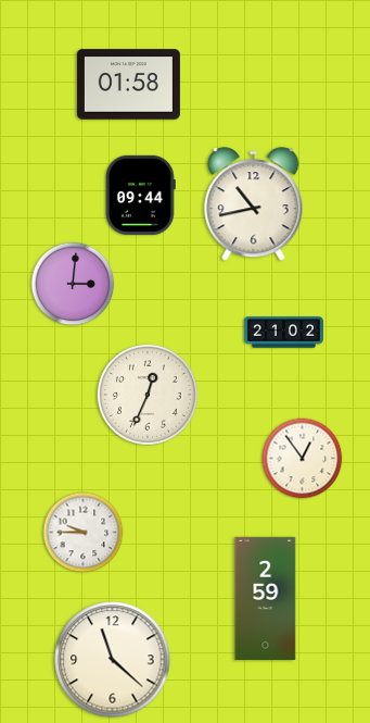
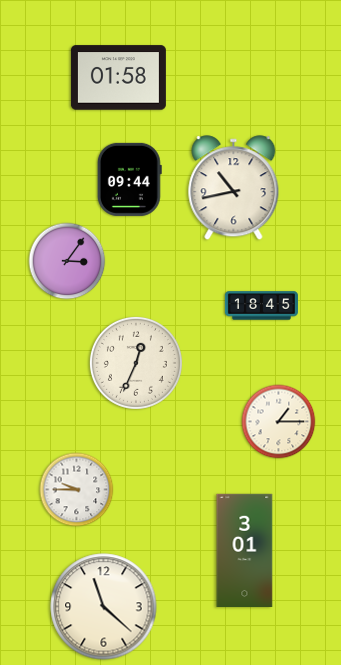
clock at (73, 284): 3:01 -> 3:06
clock at (283, 333): 21:02 -> 18:45
clock at (303, 459): 12:54 -> 1:15
clock at (266, 598): 2:59 -> 3:01
